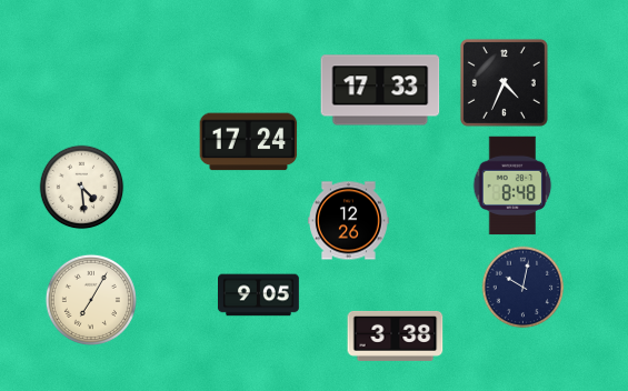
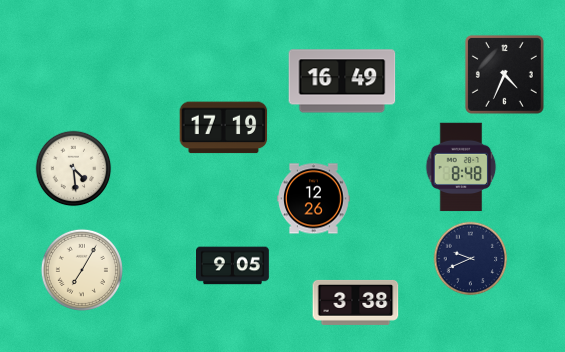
clock at (504, 82) position: (504, 82) -> (504, 74)
clock at (380, 90): 17:33 -> 16:49
clock at (249, 142): 17:24 -> 17:19
clock at (524, 288): 10:02 -> 9:41
